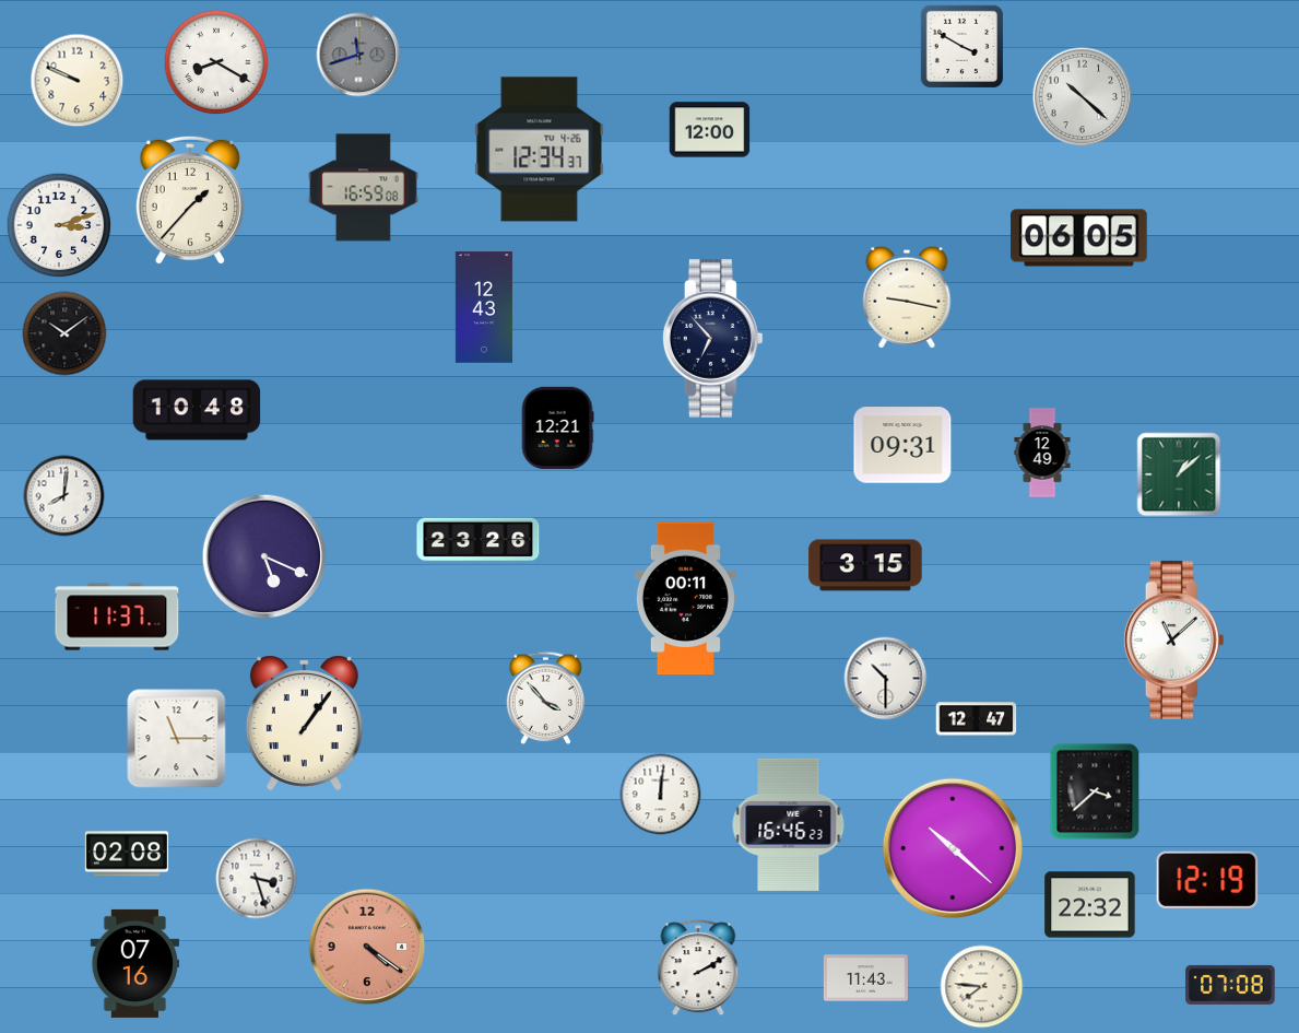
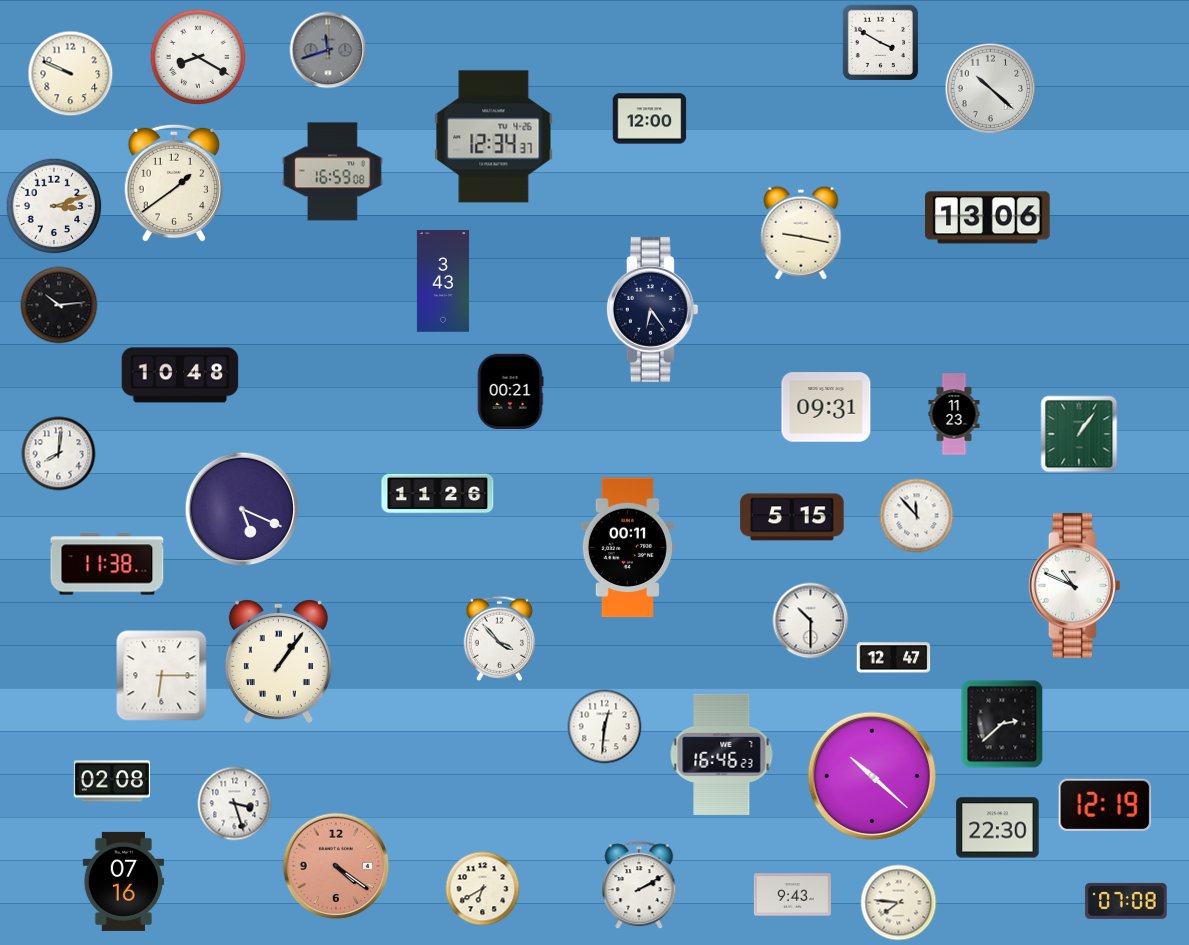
clock at (190, 200): 1:37 -> 1:39
clock at (1079, 238): 06:05 -> 13:06
clock at (907, 297) position: (907, 297) -> (801, 233)
clock at (484, 307): 12:43 -> 3:43
clock at (64, 333): 10:09 -> 10:14
clock at (712, 338): 6:53 -> 6:24
clock at (557, 427): 12:21 -> 00:21
clock at (1042, 453): 12:49 -> 11:23
clock at (1179, 474): 1:08 -> 1:06
clock at (479, 540): 23:26 -> 11:26
clock at (917, 516): none -> 11:53
clock at (865, 565): 3:15 -> 5:15
clock at (117, 617): 11:37 -> 11:38
clock at (1173, 639): 11:08 -> 10:49
clock at (177, 739): 11:15 -> 6:15
clock at (1095, 791): 3:38 -> 2:38
clock at (661, 795): 12:01 -> 12:31
clock at (127, 854) position: (127, 854) -> (112, 781)
clock at (1090, 905): 22:32 -> 22:30
clock at (483, 889): none -> 6:40
clock at (865, 978): 11:43 -> 9:43
